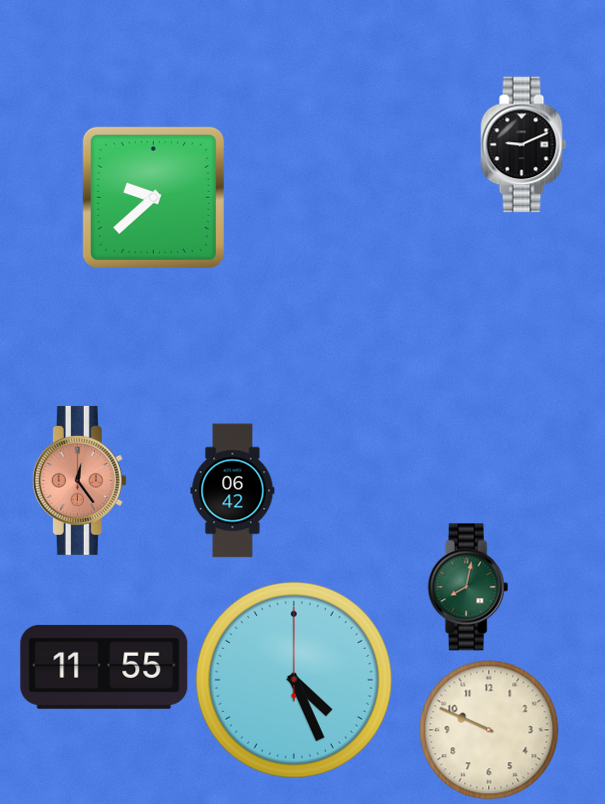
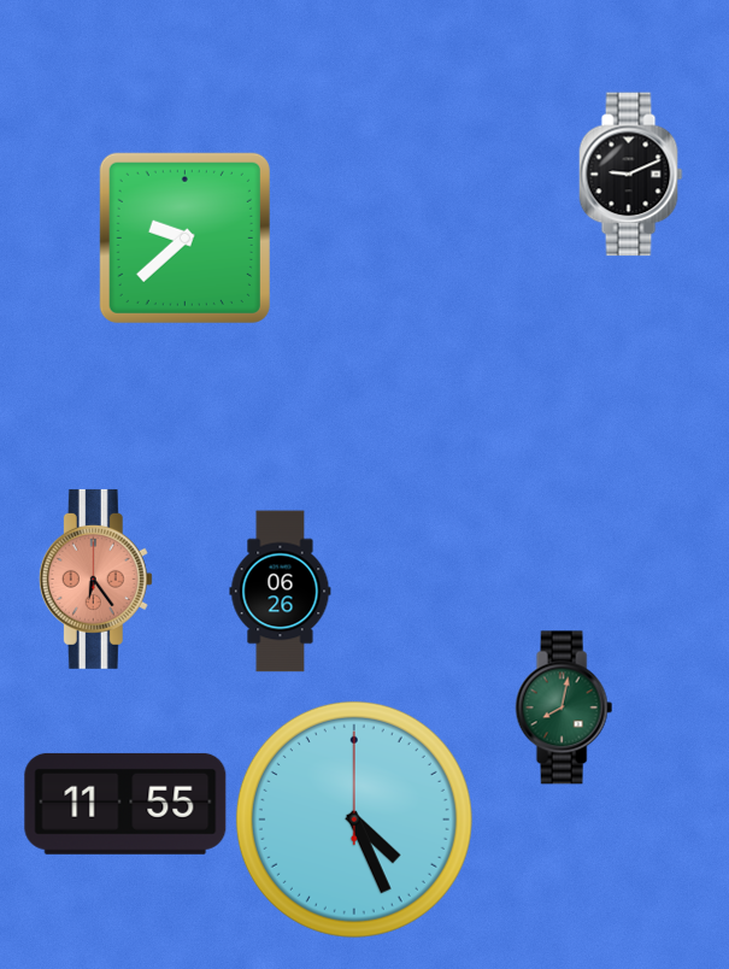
clock at (79, 480): 12:24 -> 6:24
clock at (233, 491): 06:42 -> 06:26
clock at (489, 730): 9:49 -> none
